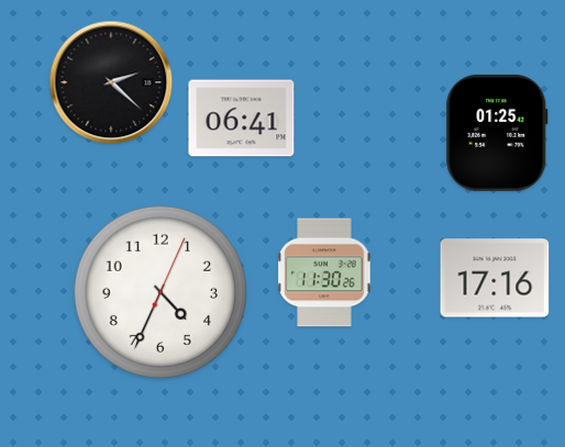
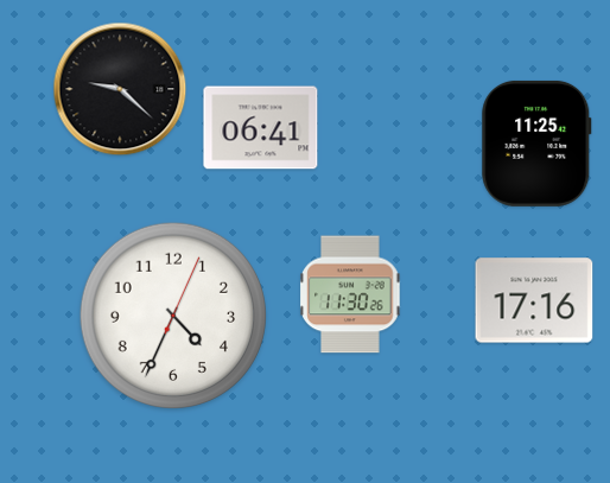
clock at (111, 82): 2:22 -> 9:22
clock at (497, 133): 01:25 -> 11:25
